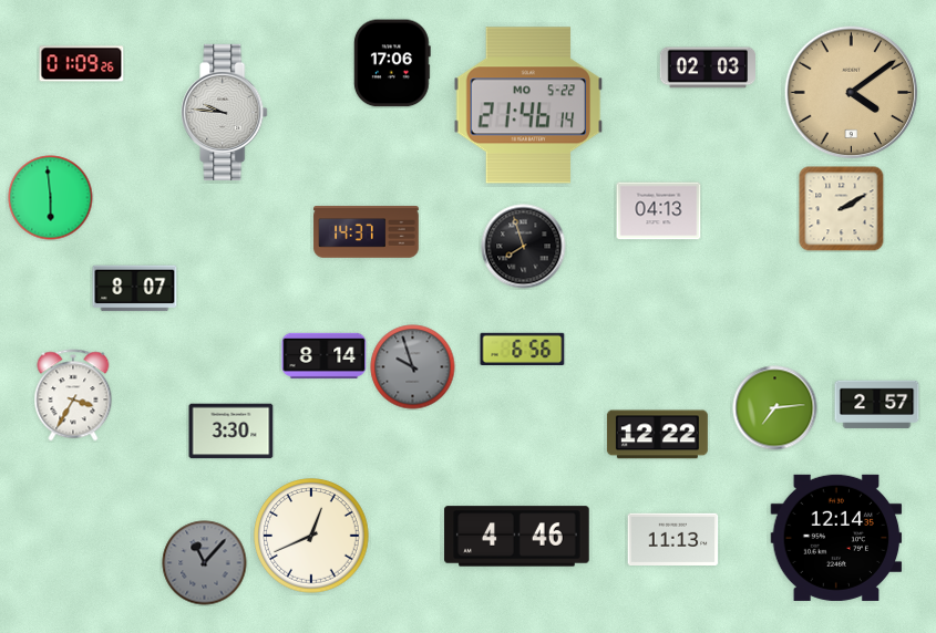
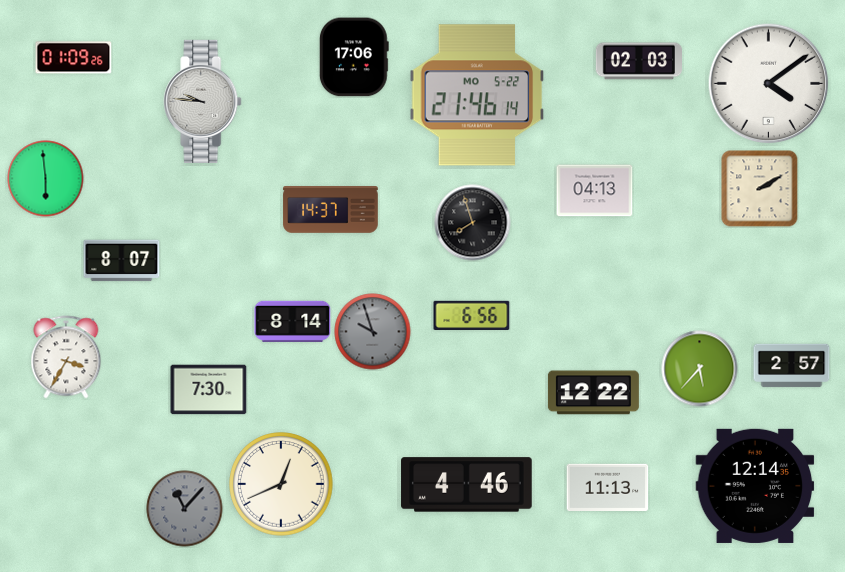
clock at (852, 93) dial: champagne -> white
clock at (775, 408): 7:14 -> 5:37
clock at (232, 432): 3:30 -> 7:30
